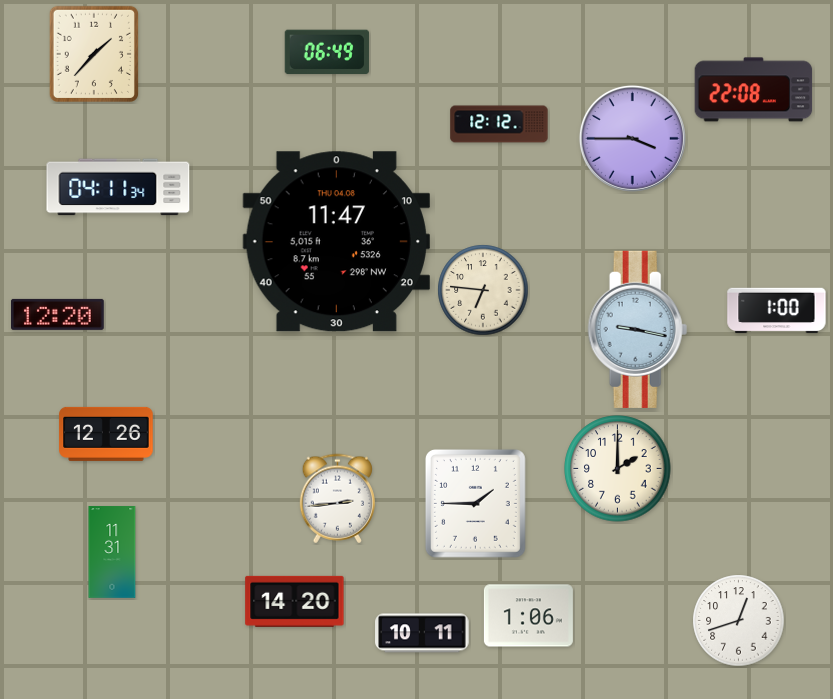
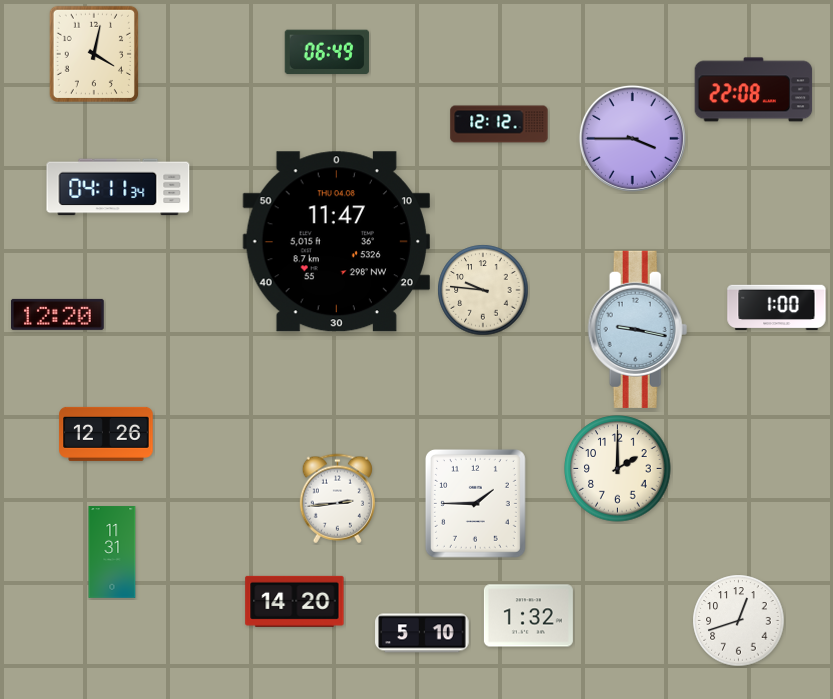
clock at (94, 54): 1:37 -> 4:02
clock at (483, 290): 6:46 -> 9:46
clock at (777, 311) position: (777, 311) -> (777, 308)
clock at (528, 616): 1:06 -> 1:32
clock at (422, 633): 10:11 -> 5:10
